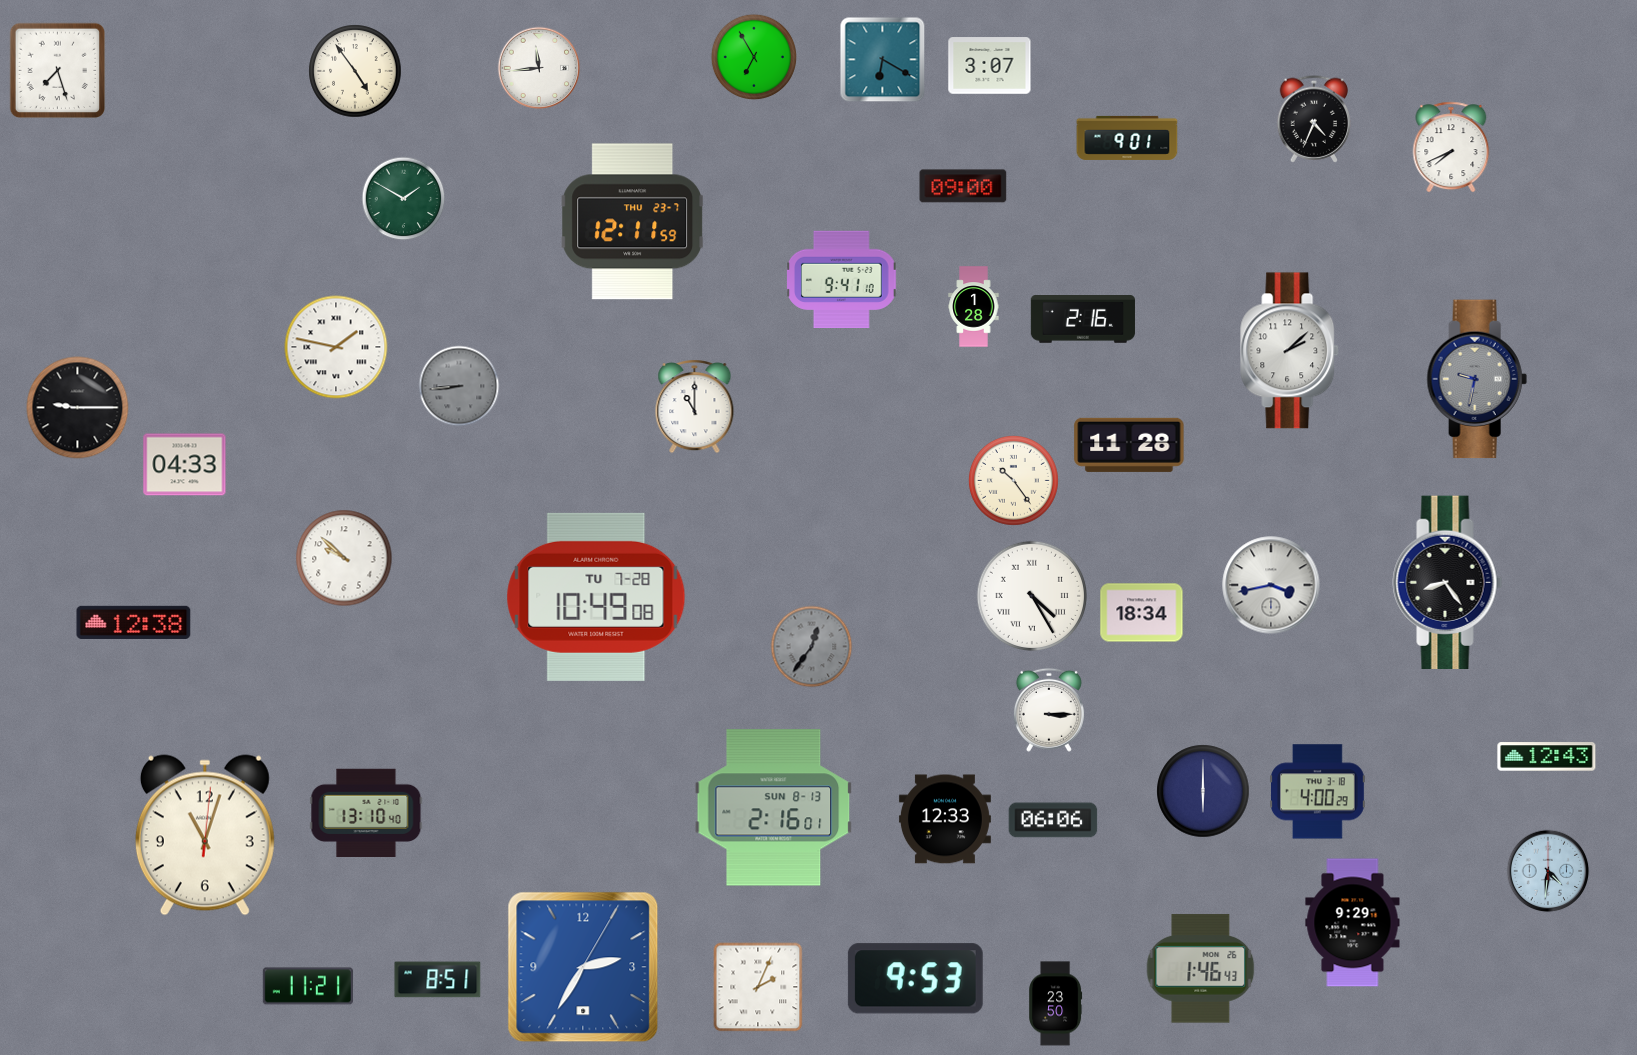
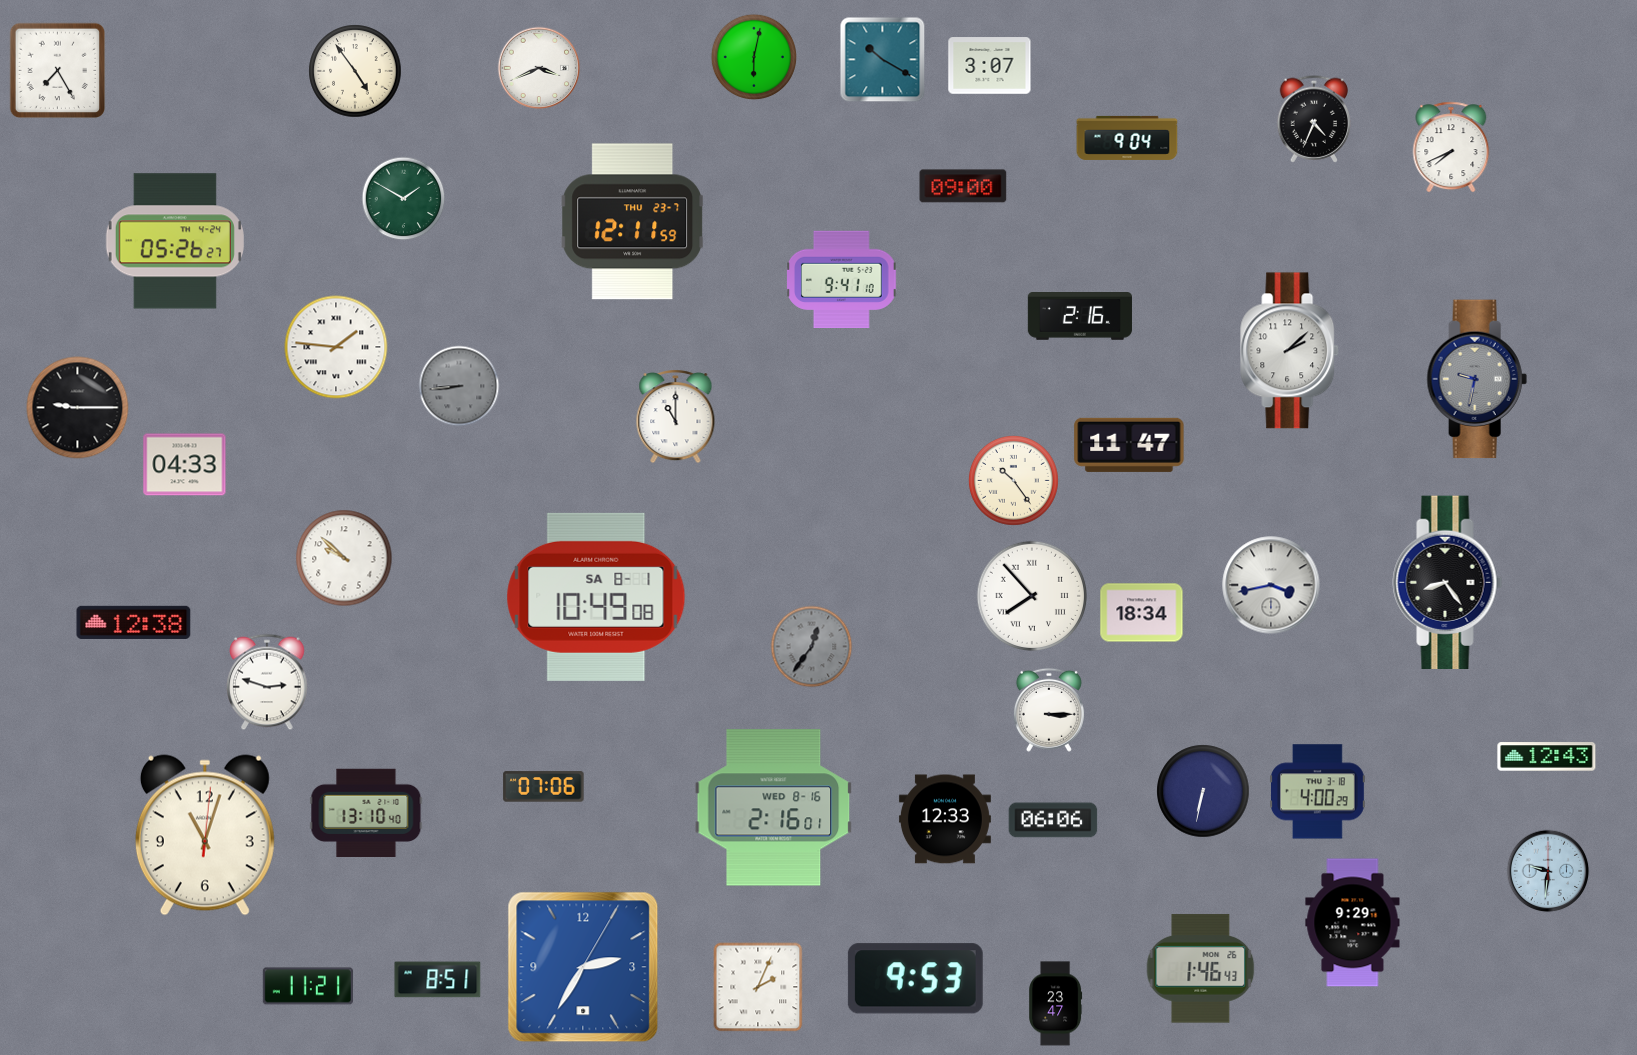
clock at (753, 56): 6:55 -> 6:02
clock at (883, 60): 6:20 -> 10:20
clock at (539, 68): 11:44 -> 3:41
clock at (58, 71): 7:27 -> 7:25
clock at (1127, 138): 9:01 -> 9:04
clock at (175, 241): none -> 05:26
clock at (974, 307): 1:28 -> none
clock at (1083, 320) position: (1083, 320) -> (1080, 317)
clock at (336, 347): 1:47 -> 1:46
clock at (695, 407) position: (695, 407) -> (676, 417)
clock at (1129, 445): 11:28 -> 11:47
clock at (1031, 595): 4:25 -> 7:53
clock at (596, 597) date: TU 7-28 -> SA 8-1
clock at (267, 682): none -> 2:48
clock at (544, 787): none -> 07:06
clock at (1203, 791): 6:00 -> 6:32
clock at (774, 808) date: SUN 8-13 -> WED 8-16
clock at (1548, 871): 4:31 -> 9:31
clock at (1056, 1004): 23:50 -> 23:47
